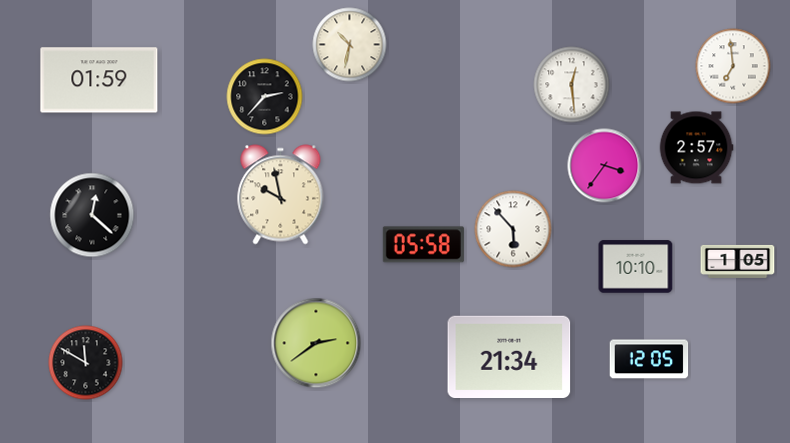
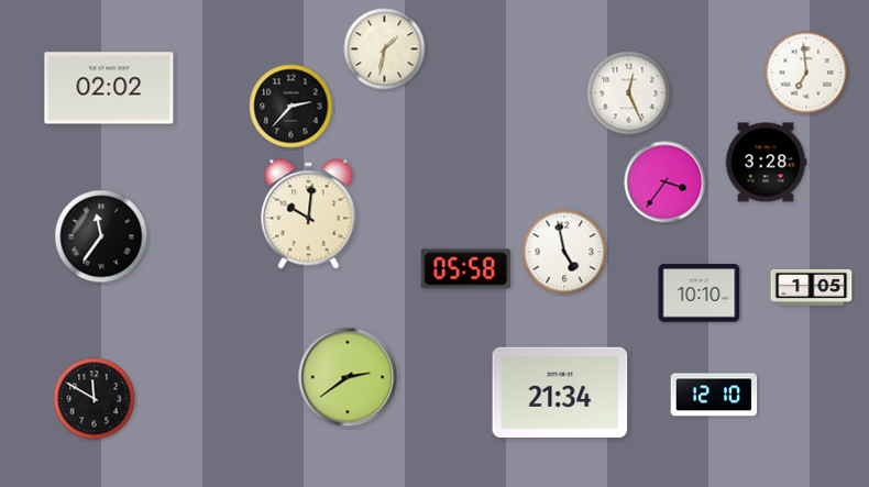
clock at (350, 45): 10:32 -> 1:32
clock at (99, 80): 01:59 -> 02:02
clock at (572, 85): 12:29 -> 12:26
clock at (696, 148): 2:57 -> 3:28
clock at (281, 195): 9:58 -> 10:01
clock at (92, 215): 12:22 -> 11:36
clock at (513, 229): 5:53 -> 4:58
clock at (649, 359): 12:05 -> 12:10
